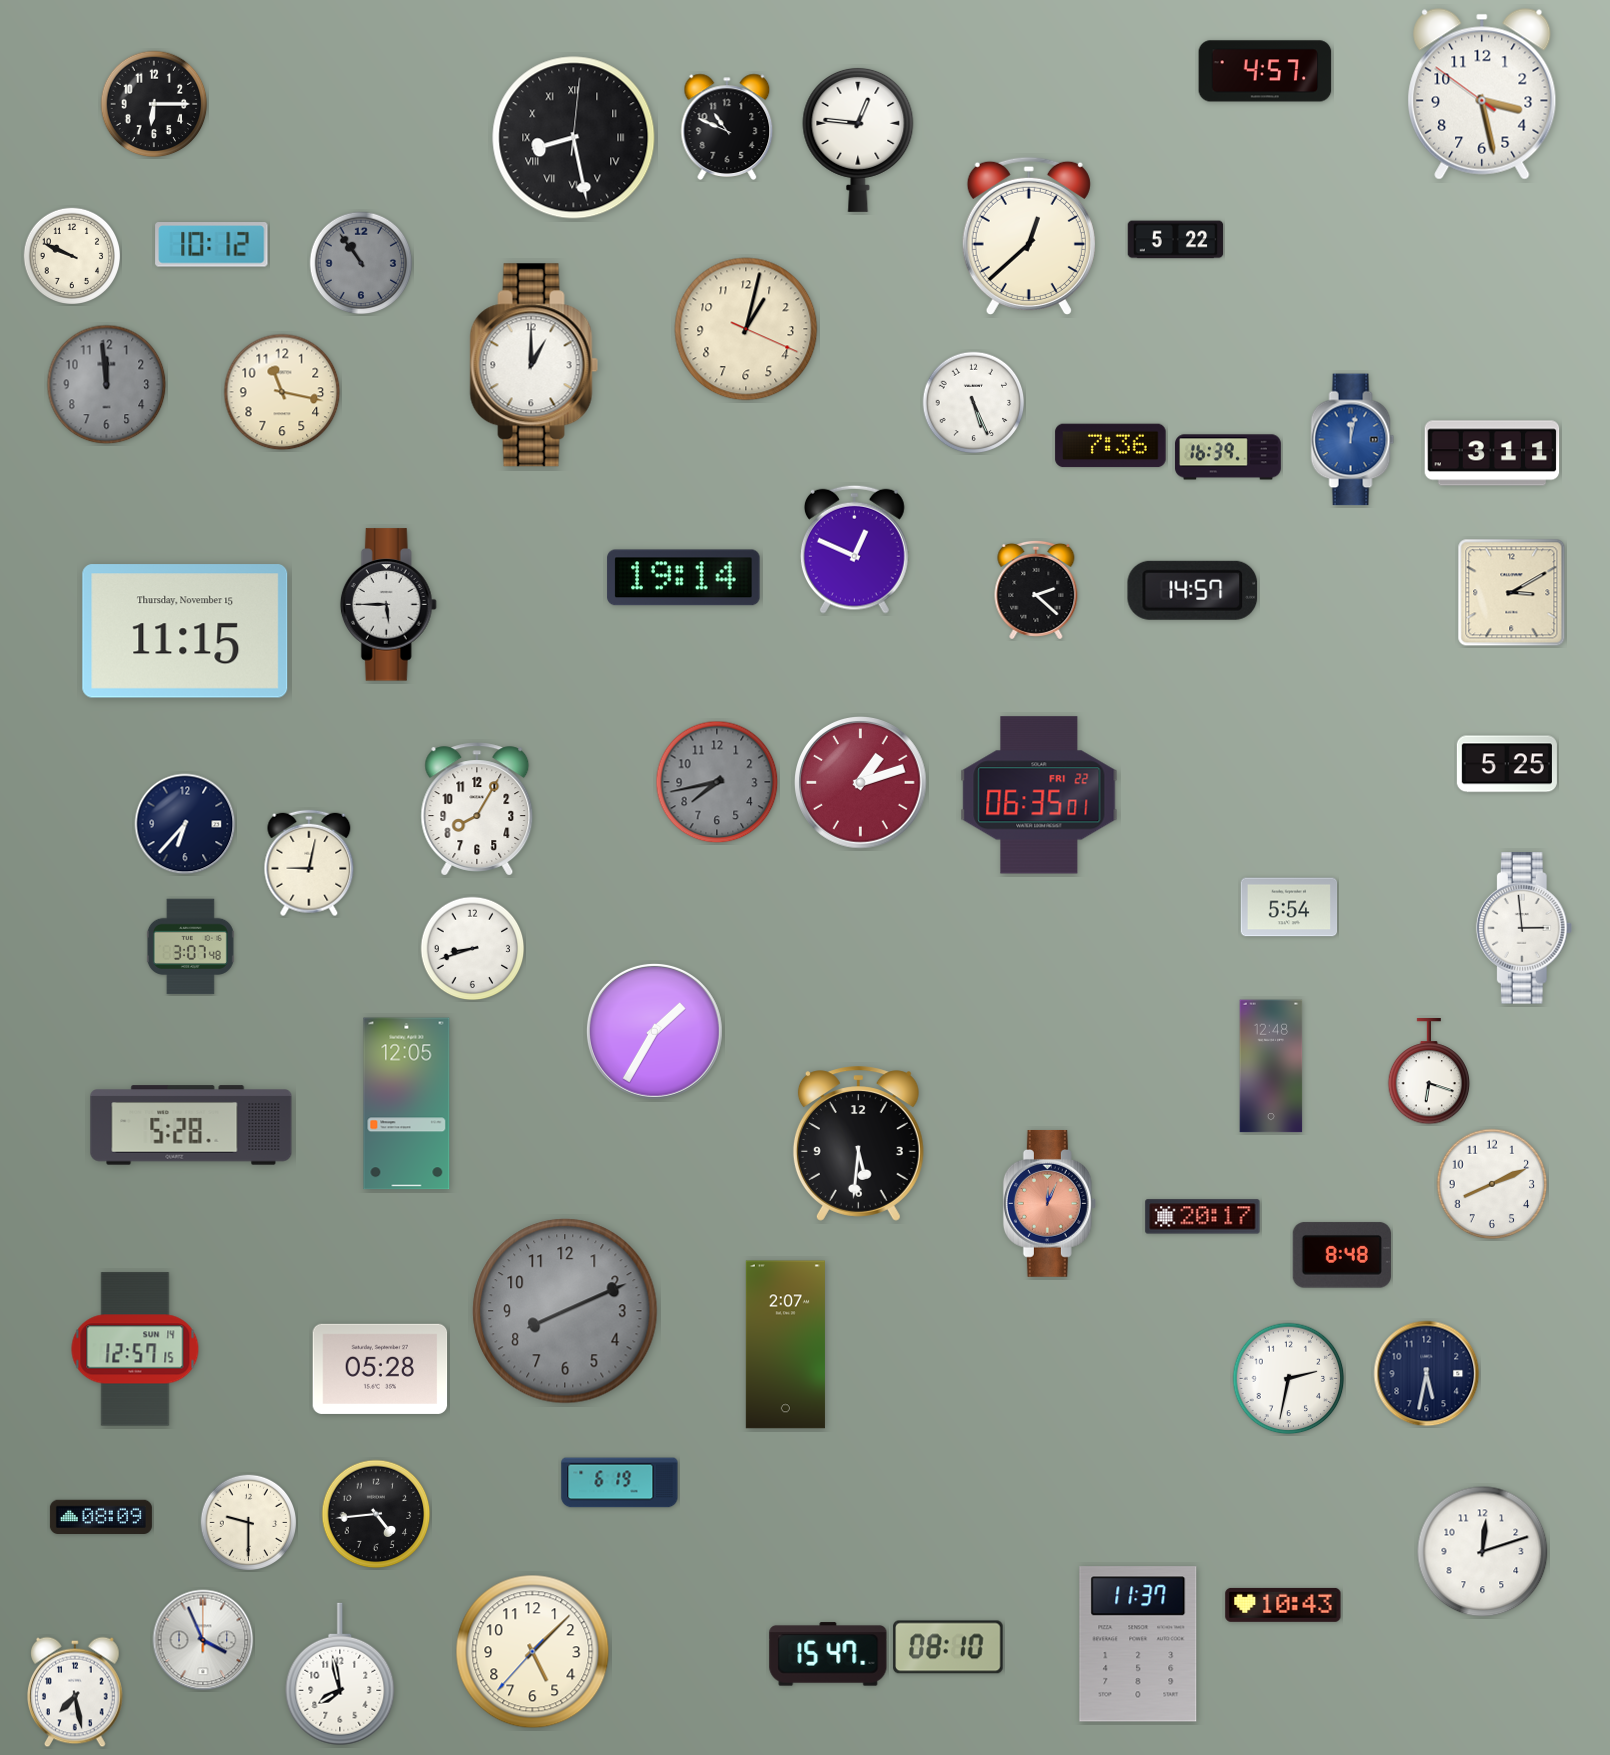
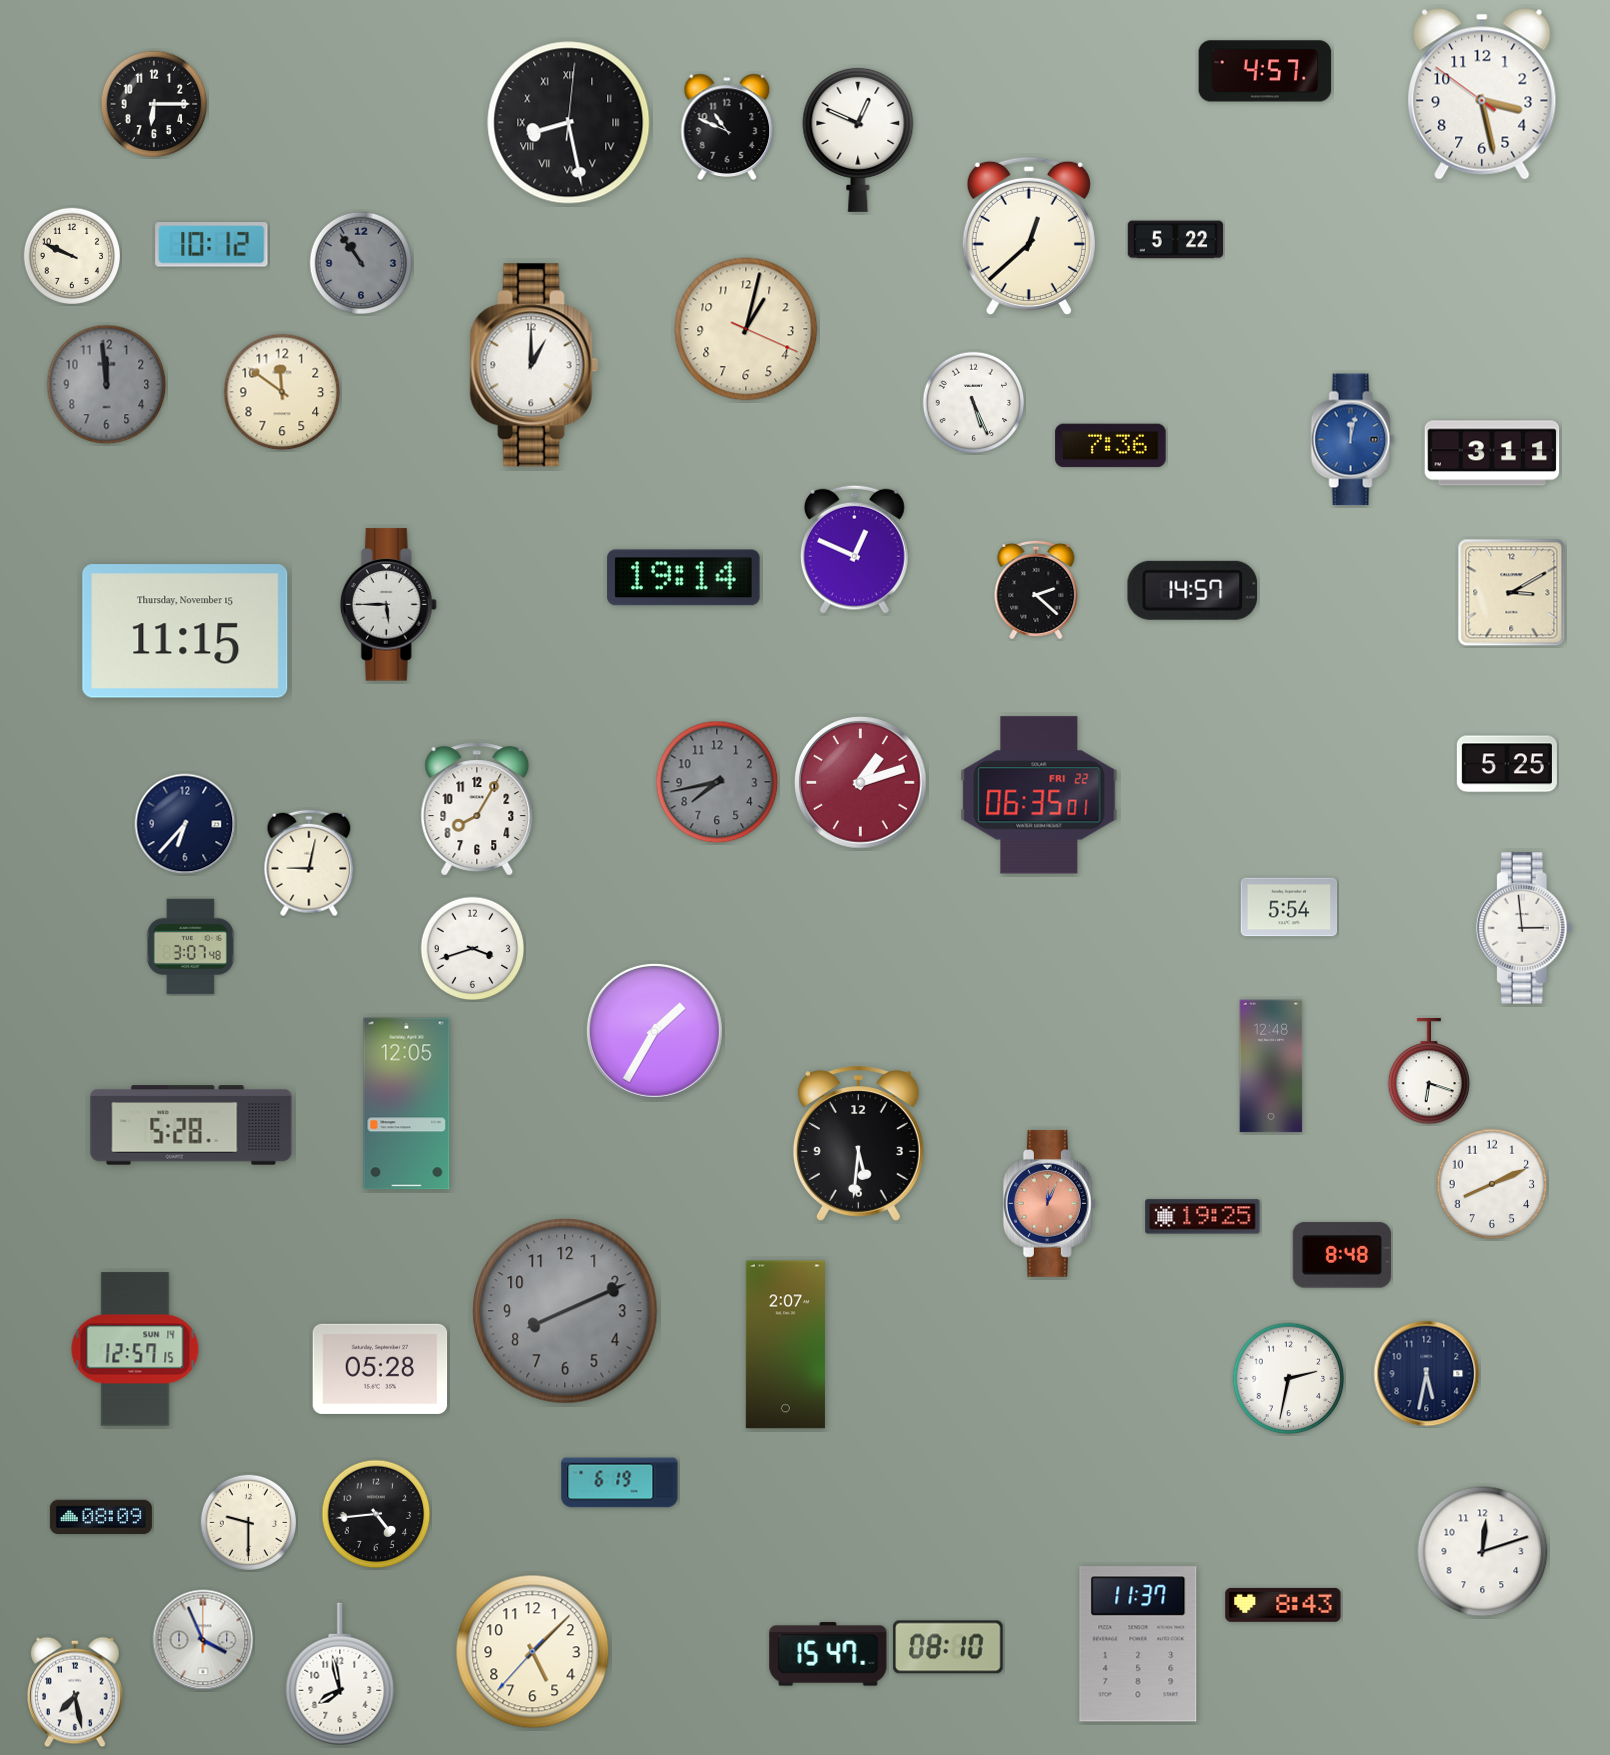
clock at (574, 138) position: (574, 138) -> (569, 123)
clock at (858, 139): 12:46 -> 12:49
clock at (282, 392): 11:17 -> 11:51
clock at (1229, 457): 16:39 -> none
clock at (473, 949): 8:42 -> 3:42
clock at (1203, 1217): 20:17 -> 19:25
clock at (1283, 1605): 10:43 -> 8:43
